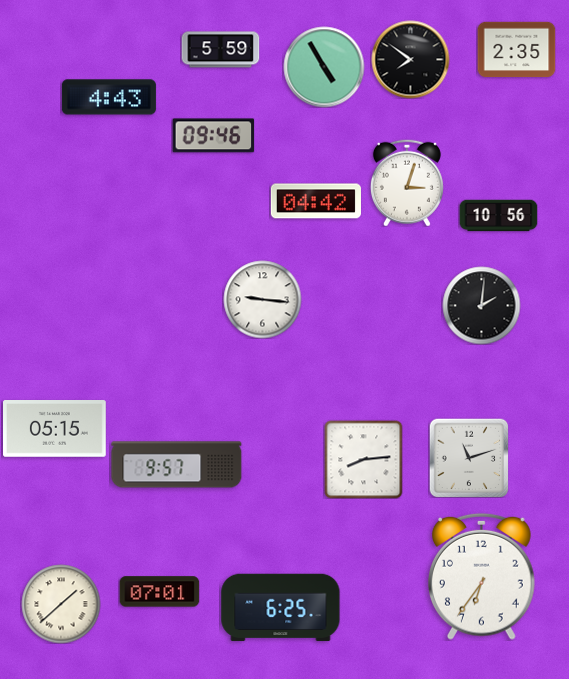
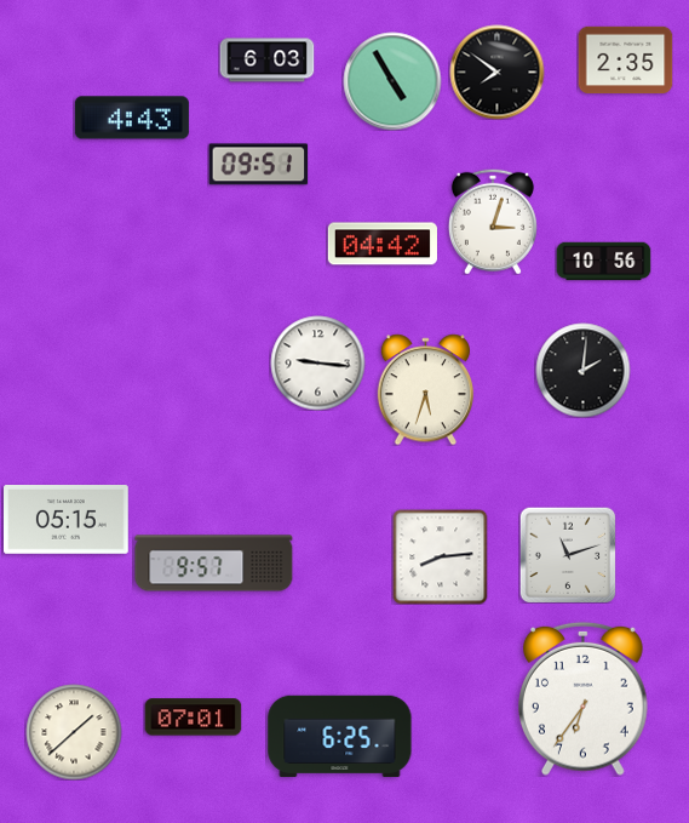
clock at (220, 50): 5:59 -> 6:03
clock at (213, 136): 09:46 -> 09:51
clock at (425, 389): none -> 5:33
